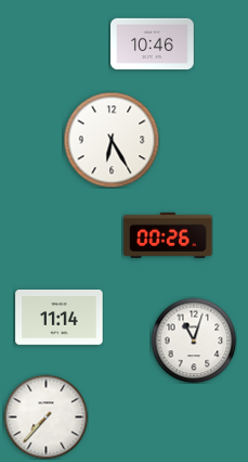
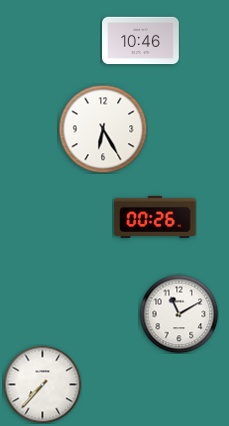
clock at (60, 318): 11:14 -> none
clock at (194, 341): 11:03 -> 11:10
